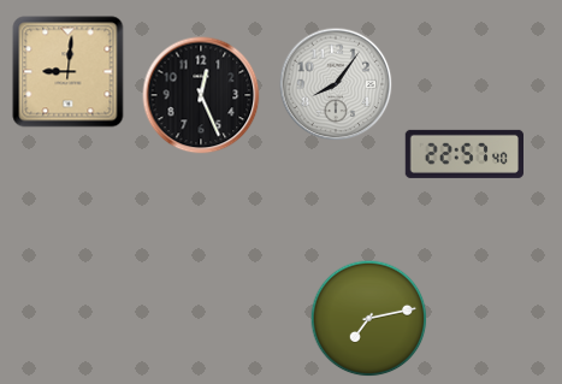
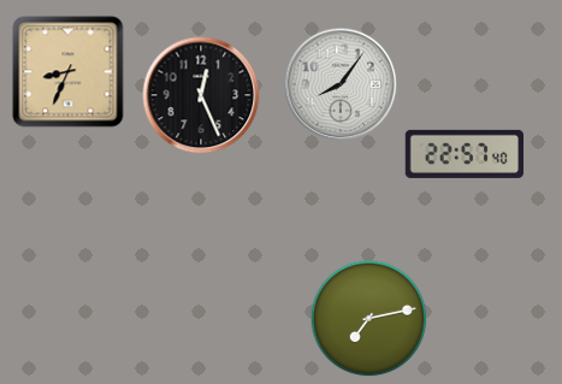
clock at (69, 72): 9:01 -> 8:34
clock at (336, 84) position: (336, 84) -> (341, 84)
